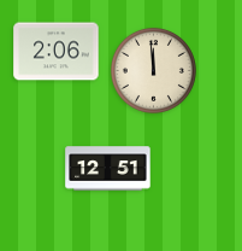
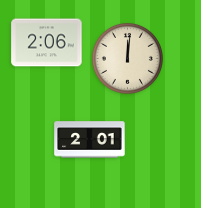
clock at (153, 70): 11:59 -> 12:01
clock at (108, 169): 12:51 -> 2:01
